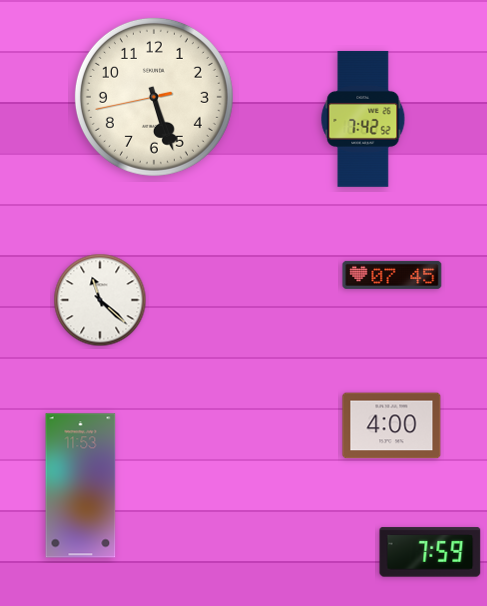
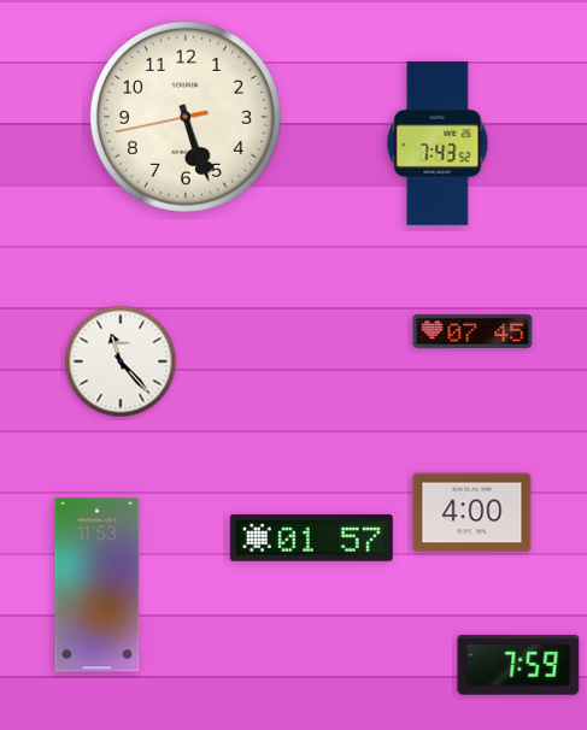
clock at (363, 119): 7:42 -> 7:43
clock at (100, 300): 11:22 -> 11:23
clock at (311, 537): none -> 01:57
